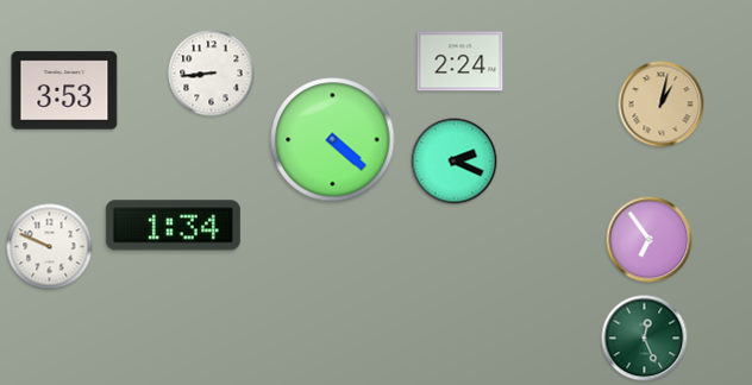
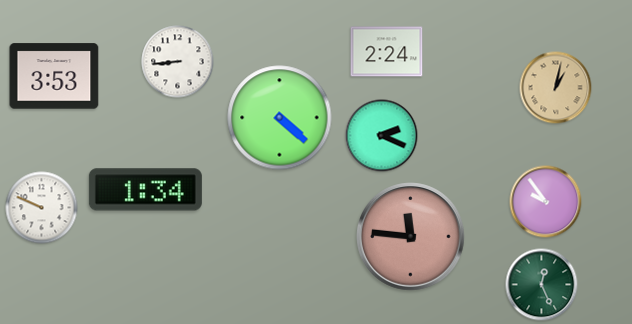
clock at (650, 240): 6:54 -> 9:54
clock at (411, 237): none -> 11:46
